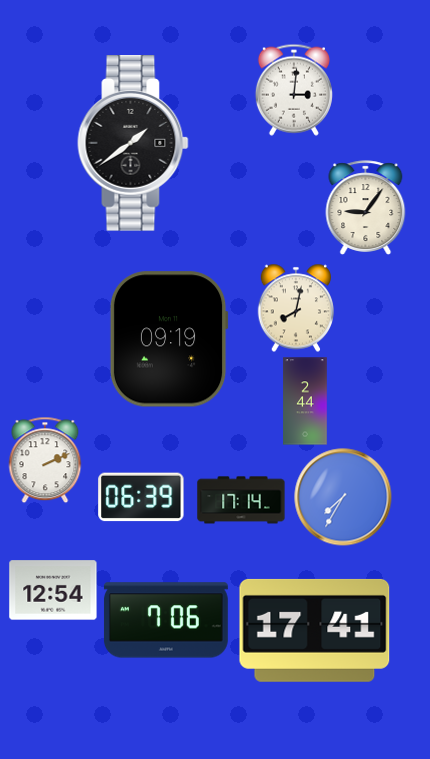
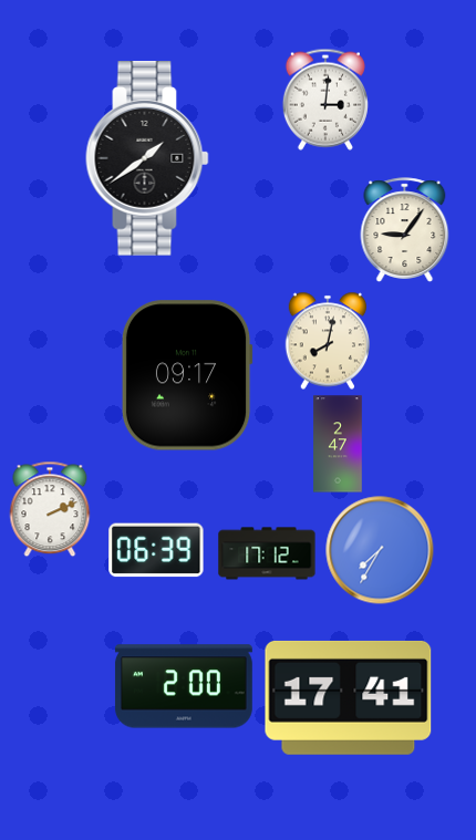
clock at (169, 339): 09:19 -> 09:17
clock at (305, 401): 2:44 -> 2:47
clock at (241, 500): 17:14 -> 17:12
clock at (53, 590): 12:54 -> none
clock at (166, 620): 7:06 -> 2:00
